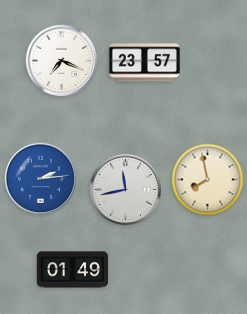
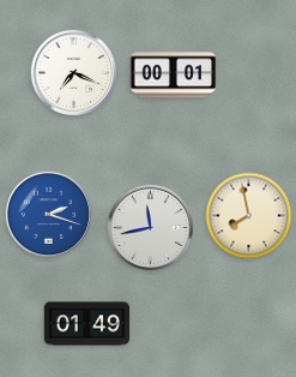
clock at (144, 63): 23:57 -> 00:01
clock at (40, 178): 2:14 -> 2:18
